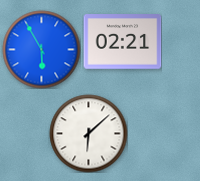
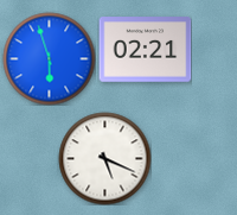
clock at (41, 49): 5:55 -> 5:57
clock at (88, 133): 6:08 -> 5:19
